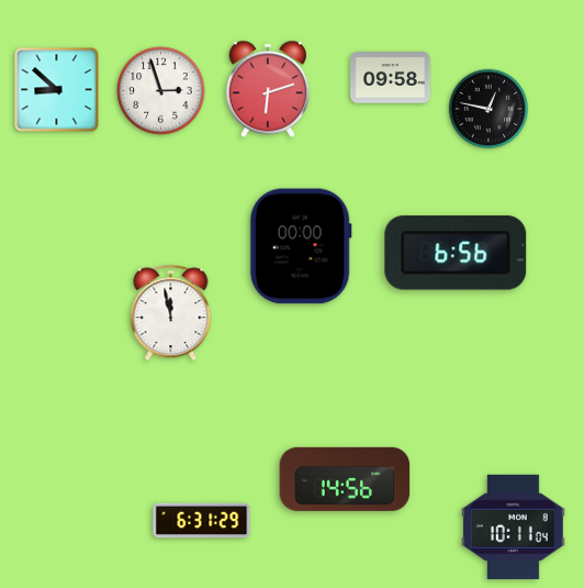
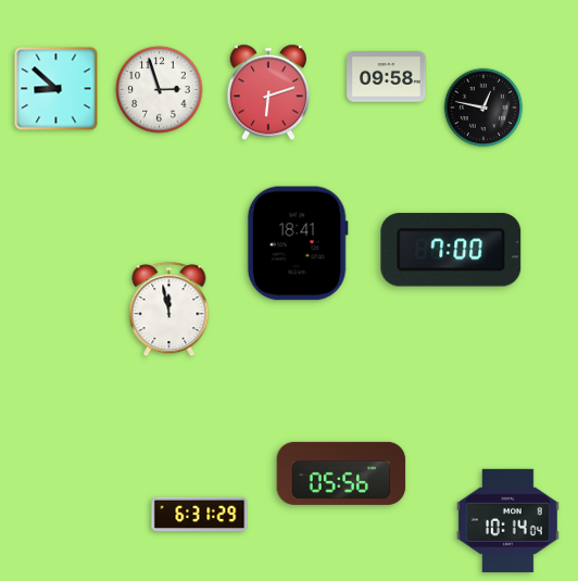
clock at (267, 89) position: (267, 89) -> (267, 92)
clock at (301, 246): 00:00 -> 18:41
clock at (456, 253): 6:56 -> 7:00
clock at (345, 479): 14:56 -> 05:56
clock at (513, 526): 10:11 -> 10:14
